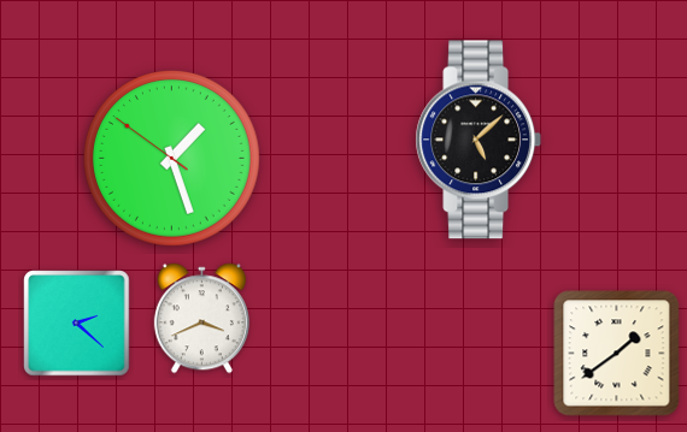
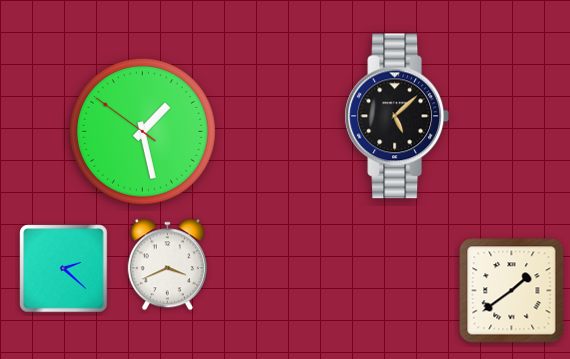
clock at (171, 158): 1:26 -> 1:27
clock at (617, 354) position: (617, 354) -> (512, 291)
